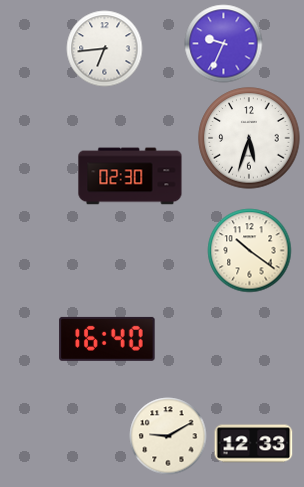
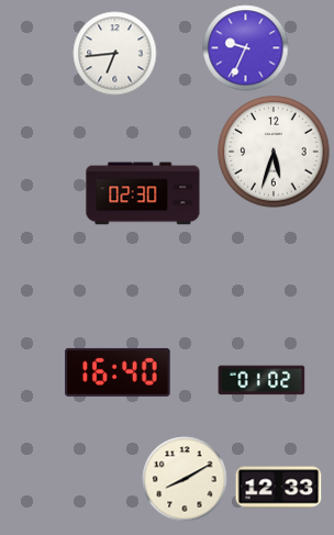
clock at (250, 251): 10:21 -> none
clock at (261, 380): none -> 01:02
clock at (168, 436): 9:10 -> 8:10
